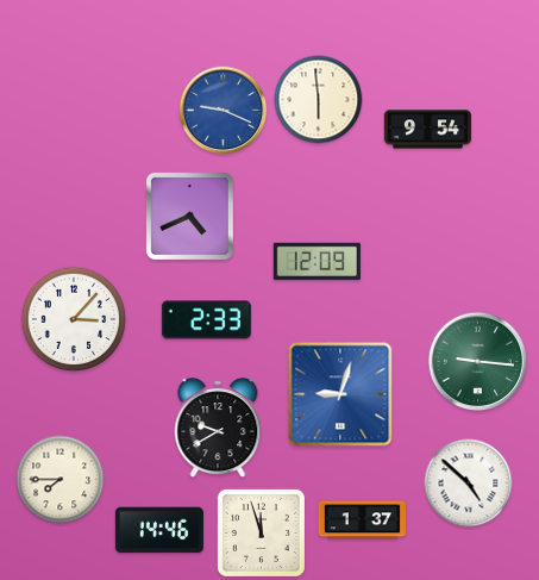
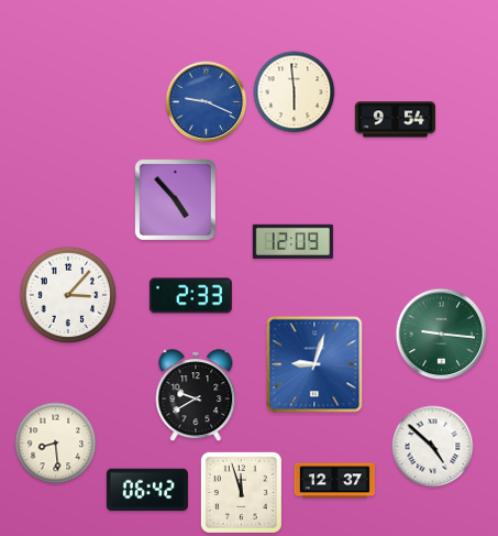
clock at (189, 216): 4:41 -> 4:53
clock at (218, 429) position: (218, 429) -> (196, 396)
clock at (61, 480): 7:45 -> 8:29
clock at (362, 520): 1:37 -> 12:37
clock at (159, 530): 14:46 -> 06:42
